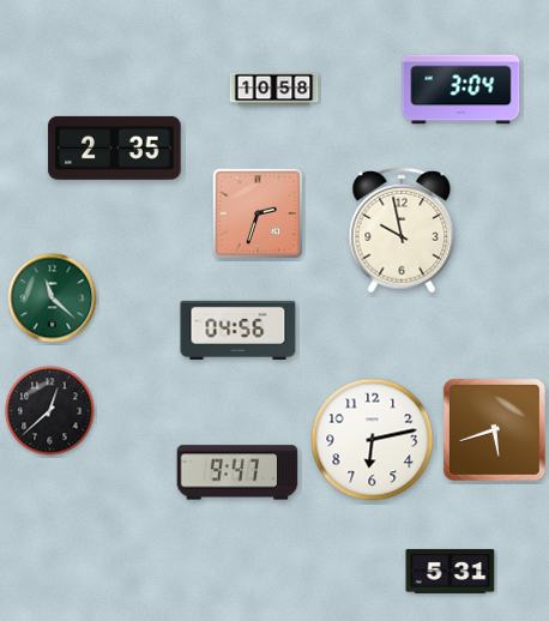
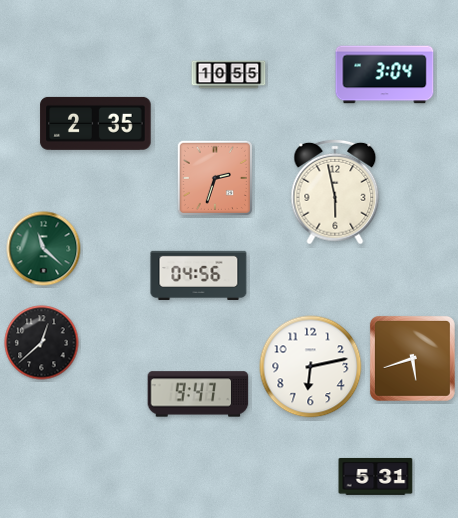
clock at (274, 90): 10:58 -> 10:55
clock at (402, 230): 9:58 -> 5:58
